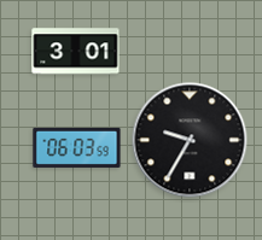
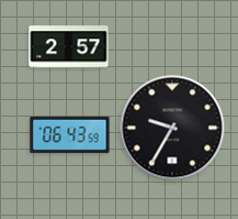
clock at (76, 52): 3:01 -> 2:57
clock at (77, 147): 06:03 -> 06:43
